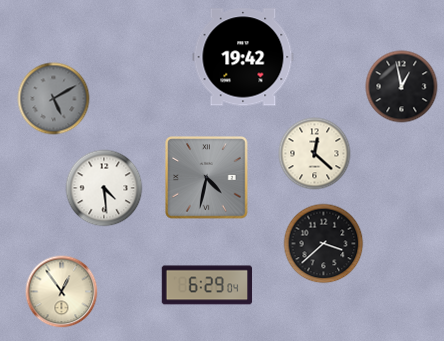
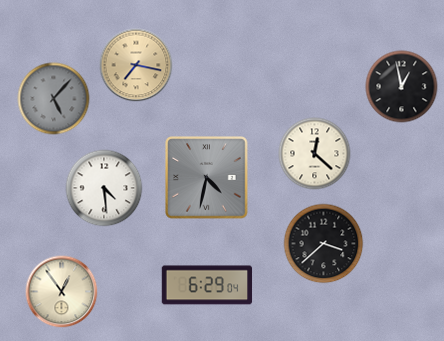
clock at (243, 57): 19:42 -> none
clock at (136, 65): none -> 7:17
clock at (54, 99): 5:10 -> 5:07
